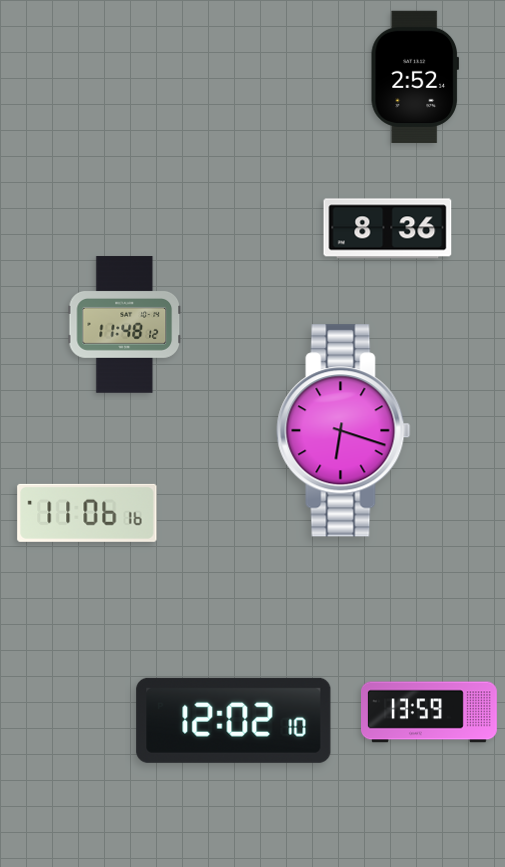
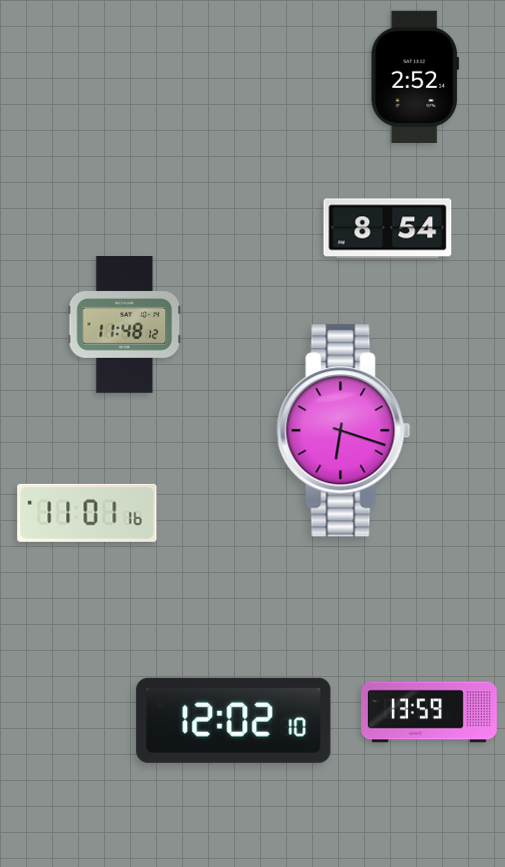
clock at (388, 229): 8:36 -> 8:54
clock at (87, 513): 11:06 -> 11:01
